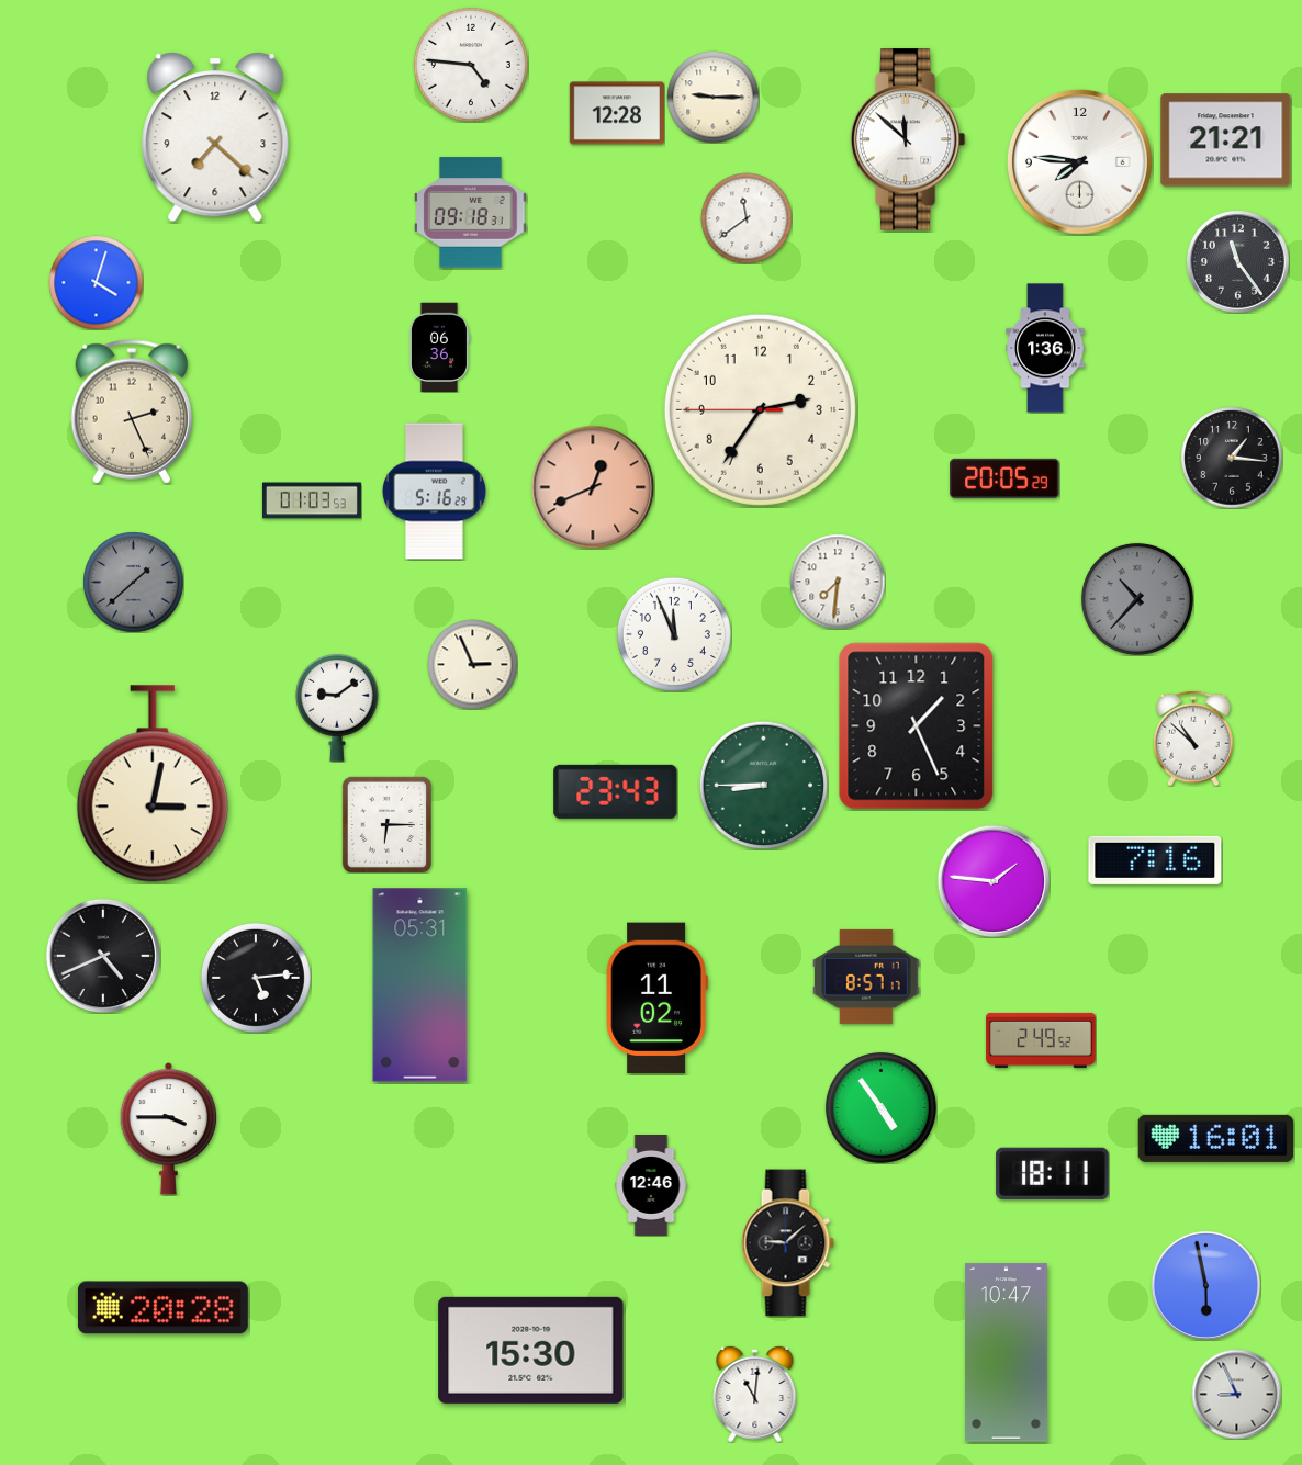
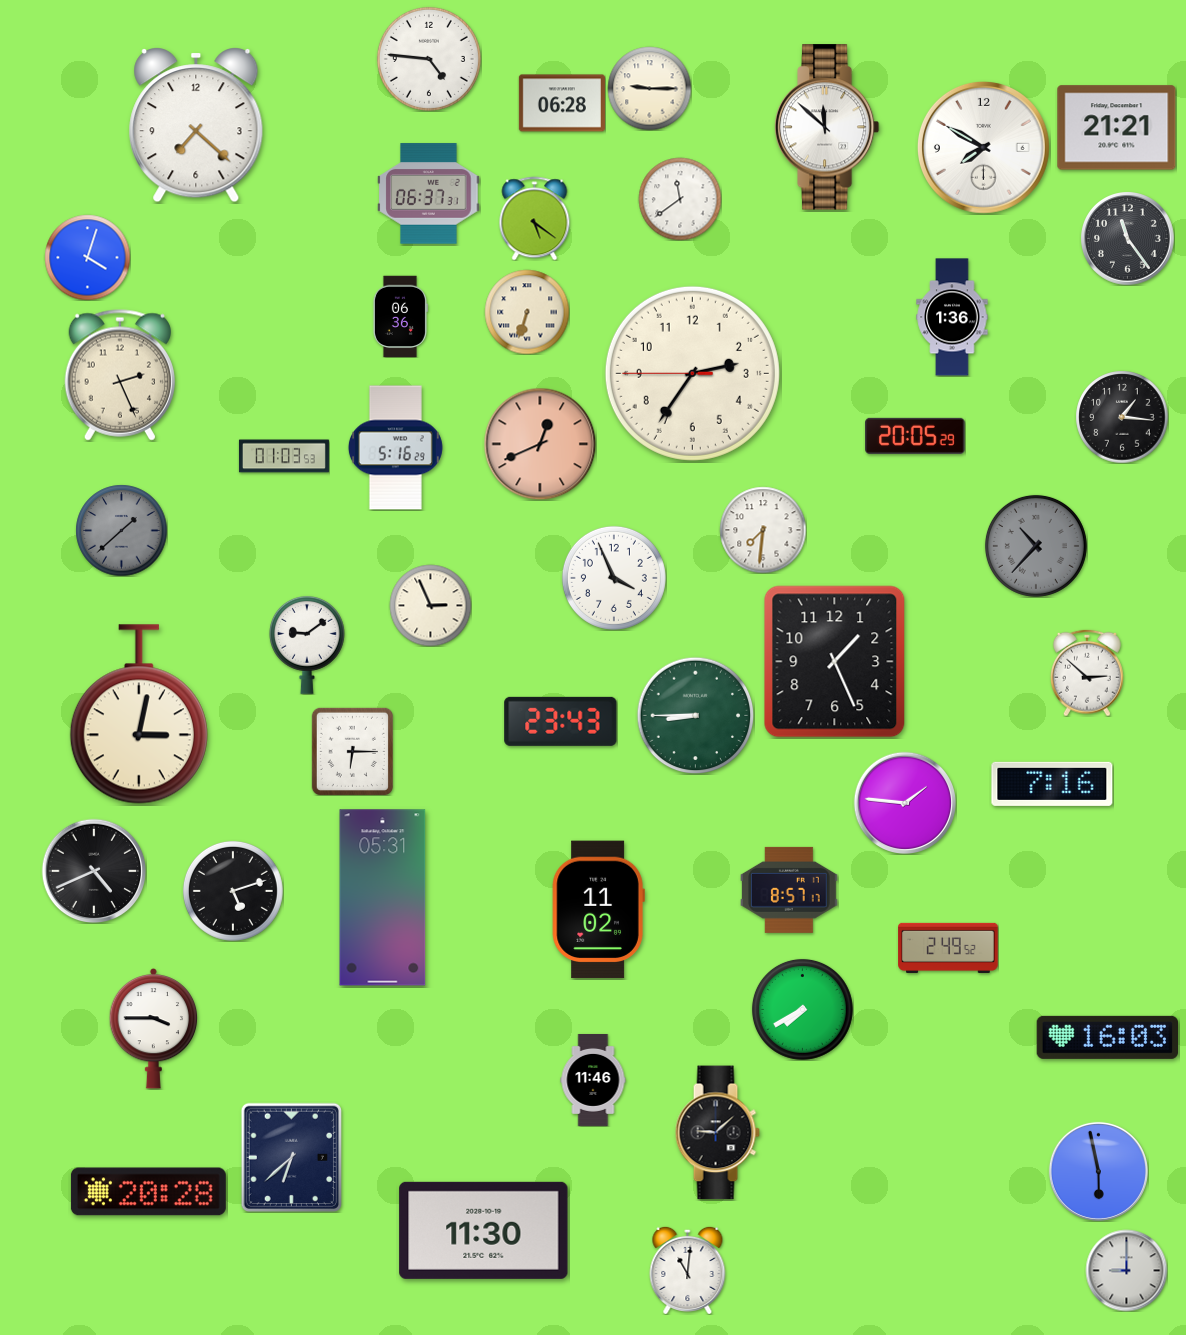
clock at (617, 113): 12:28 -> 06:28
clock at (1079, 161): 7:46 -> 7:50
clock at (471, 213): 09:18 -> 06:37
clock at (535, 218): none -> 5:21
clock at (527, 312): none -> 6:33
clock at (674, 634): 11:56 -> 3:56
clock at (1194, 739): 10:52 -> 2:52
clock at (256, 978): 5:14 -> 5:12
clock at (880, 1107): 4:54 -> 7:40
clock at (1215, 1138): 16:01 -> 16:03
clock at (1053, 1173): 18:11 -> none
clock at (651, 1185): 12:46 -> 11:46
clock at (291, 1157): none -> 6:38
clock at (531, 1350): 15:30 -> 11:30
clock at (1006, 1353): 10:47 -> none
clock at (1236, 1394): 8:56 -> 9:00
